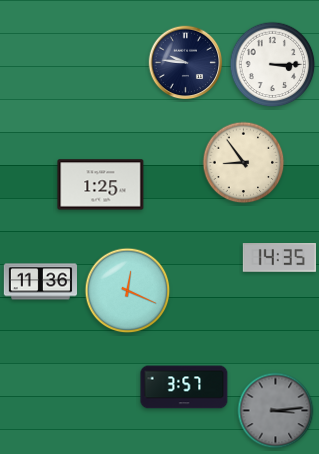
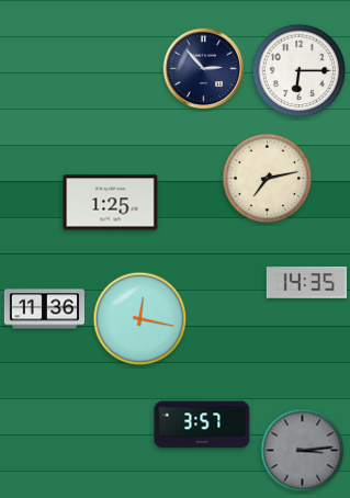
clock at (186, 63): 9:46 -> 2:53
clock at (273, 65): 3:15 -> 6:15
clock at (244, 163): 8:54 -> 7:13
clock at (128, 291): 12:19 -> 12:17
